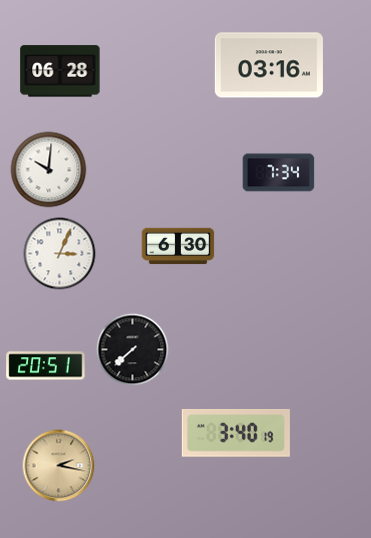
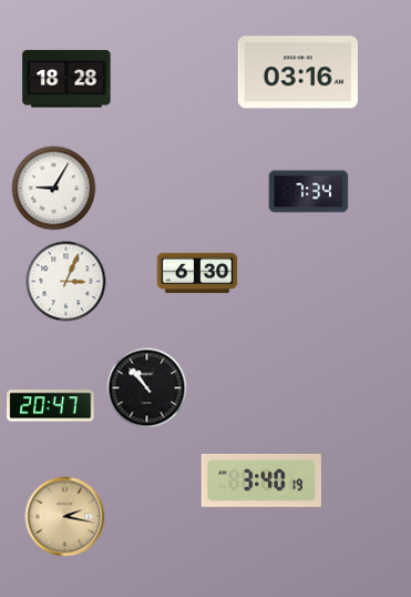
clock at (60, 71): 06:28 -> 18:28
clock at (49, 170): 10:01 -> 9:05
clock at (133, 350): 7:38 -> 10:53
clock at (46, 366): 20:51 -> 20:47
